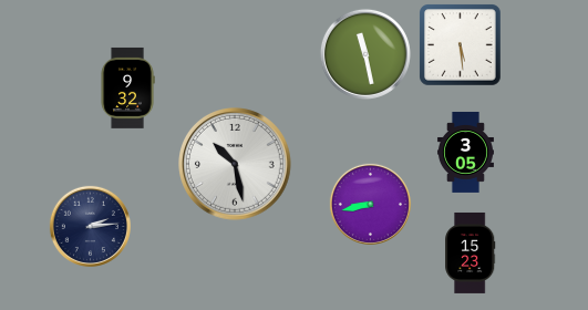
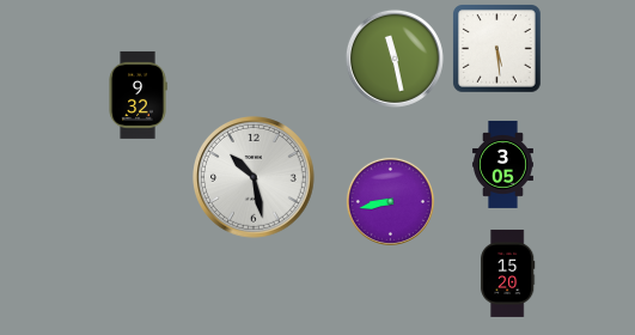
clock at (370, 204) position: (370, 204) -> (390, 201)
clock at (90, 226): 2:14 -> none
clock at (471, 252): 15:23 -> 15:20
